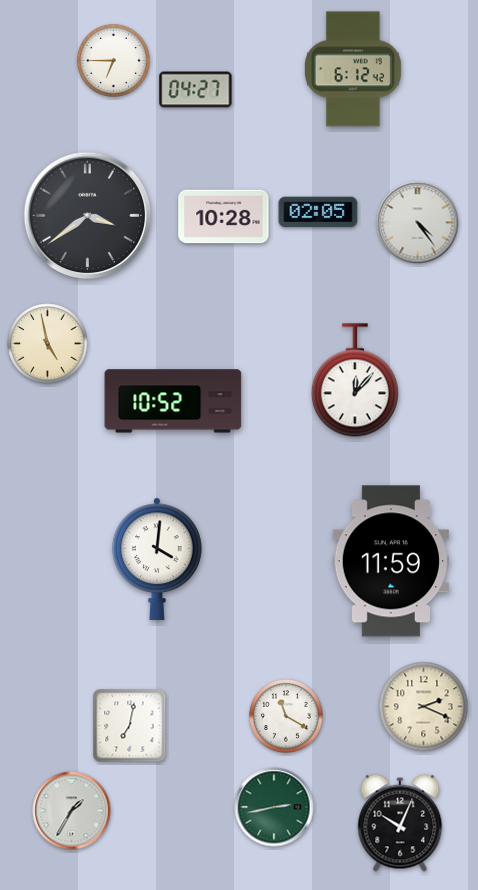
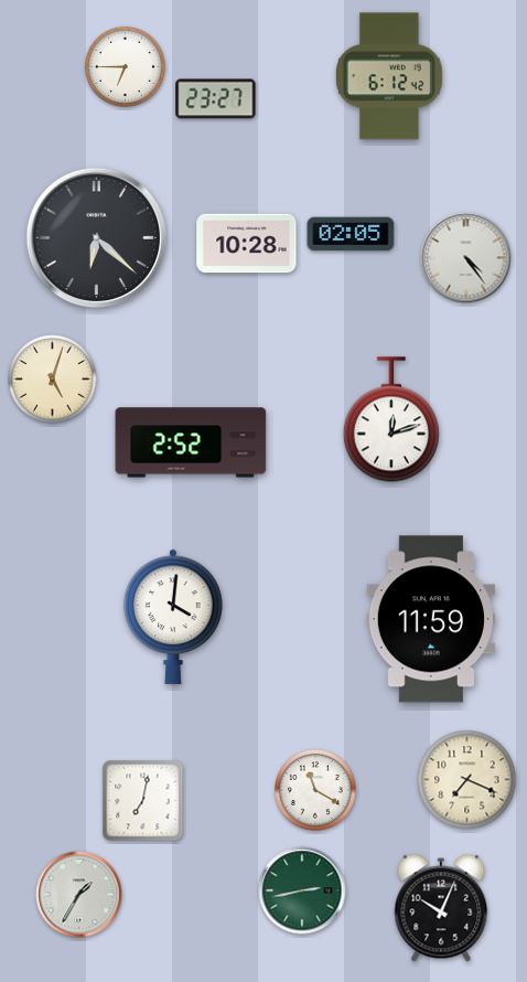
clock at (196, 90): 04:27 -> 23:27
clock at (88, 216): 3:39 -> 6:22
clock at (224, 217) position: (224, 217) -> (247, 244)
clock at (418, 223) position: (418, 223) -> (466, 258)
clock at (48, 344): 4:58 -> 5:03
clock at (355, 380): 12:07 -> 12:12
clock at (173, 401): 10:52 -> 2:52
clock at (424, 707): 2:19 -> 7:19
